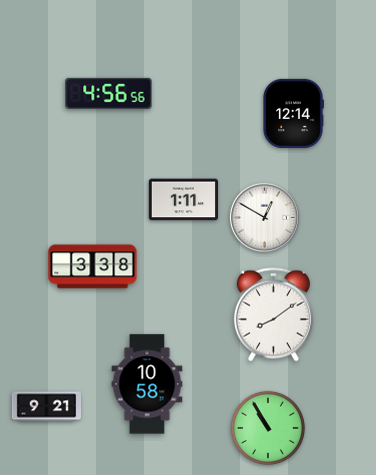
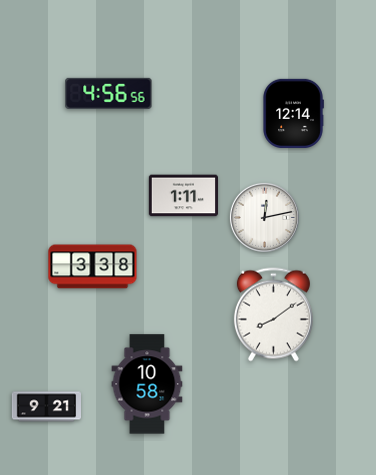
clock at (183, 200) position: (183, 200) -> (183, 196)
clock at (264, 217): 12:50 -> 12:13
clock at (268, 428): 10:55 -> none
